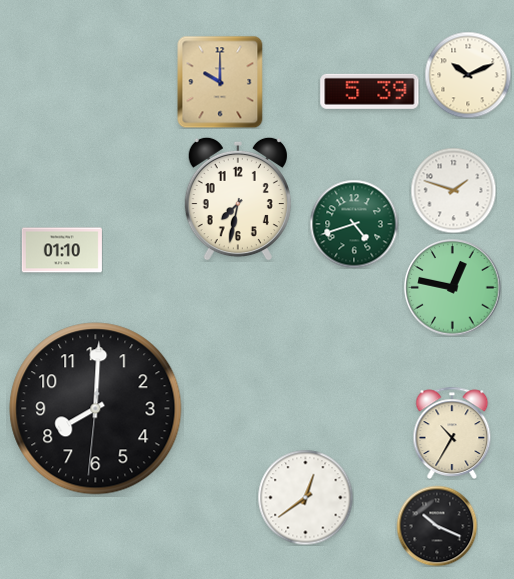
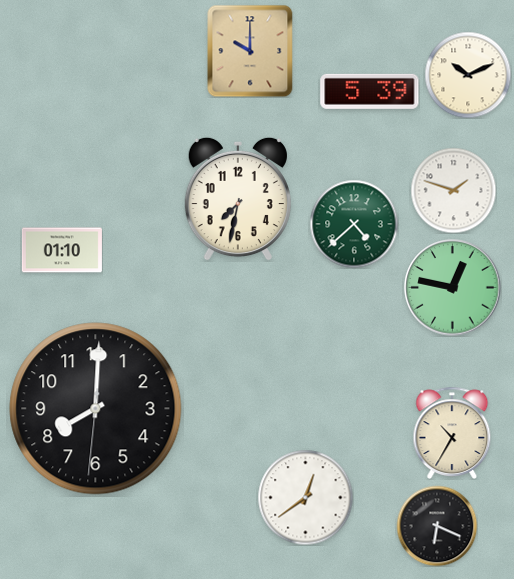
clock at (220, 82) position: (220, 82) -> (250, 51)
clock at (354, 224): 4:42 -> 4:38
clock at (437, 526): 10:19 -> 6:19
